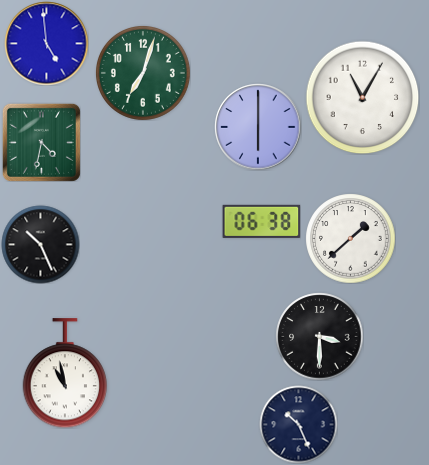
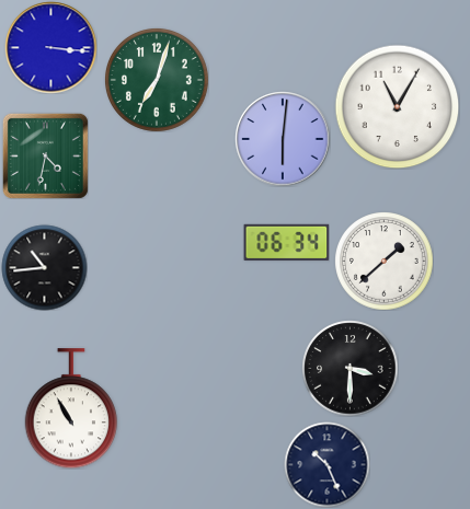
clock at (46, 43): 4:59 -> 3:16
clock at (258, 127): 6:00 -> 6:01
clock at (261, 221): 06:38 -> 06:34
clock at (40, 244): 10:26 -> 10:44
clock at (65, 373): 10:58 -> 10:55
